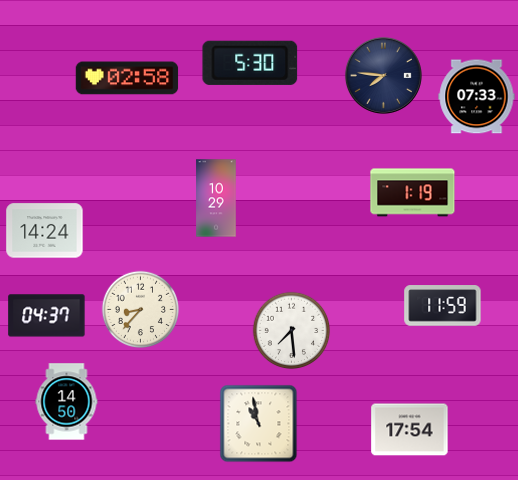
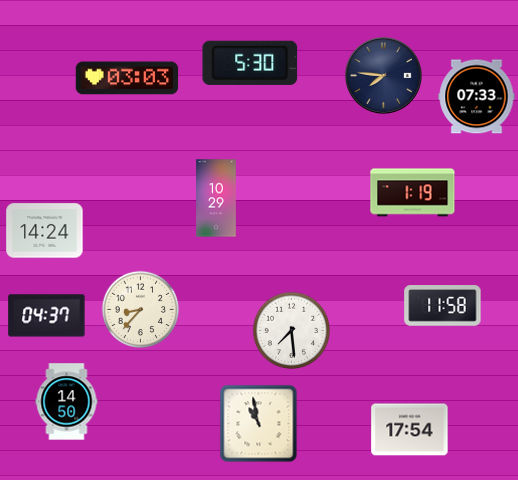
clock at (127, 78): 02:58 -> 03:03
clock at (443, 306): 11:59 -> 11:58
